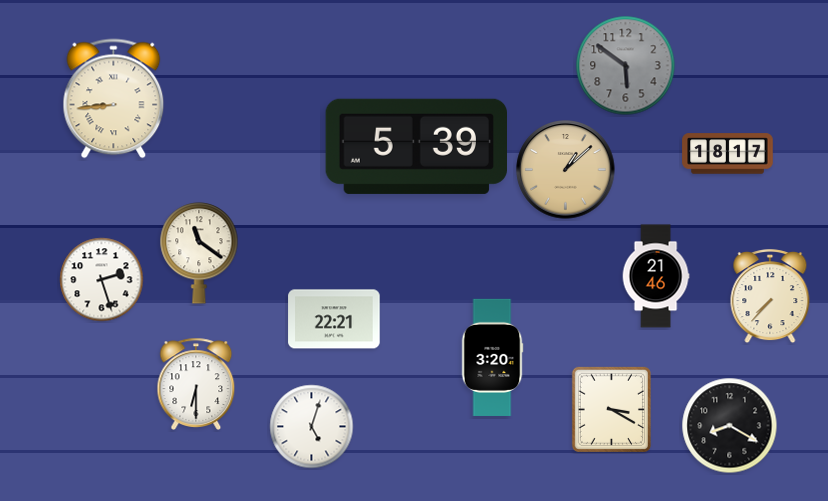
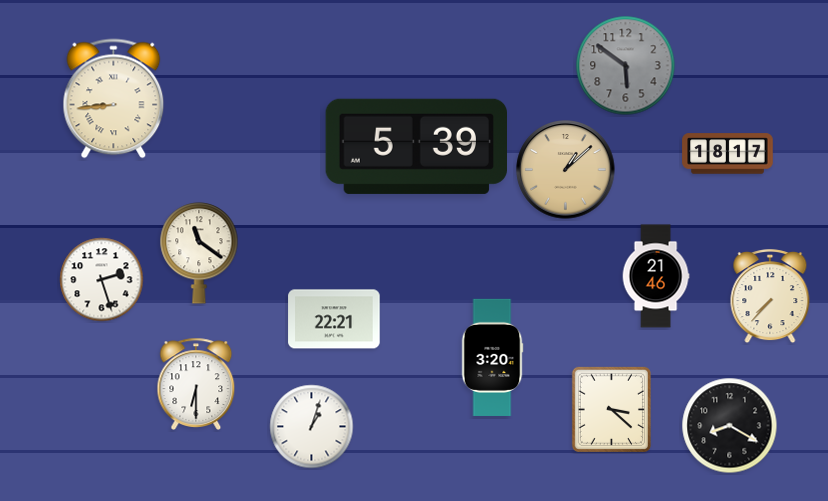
clock at (611, 409): 3:20 -> 3:22
clock at (312, 427): 5:03 -> 1:03
